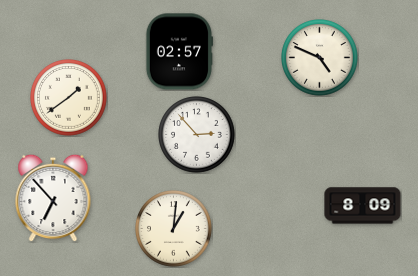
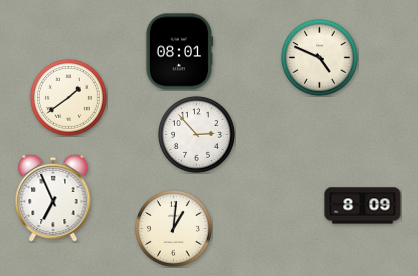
clock at (179, 52): 02:57 -> 08:01
clock at (53, 198): 6:53 -> 6:56
